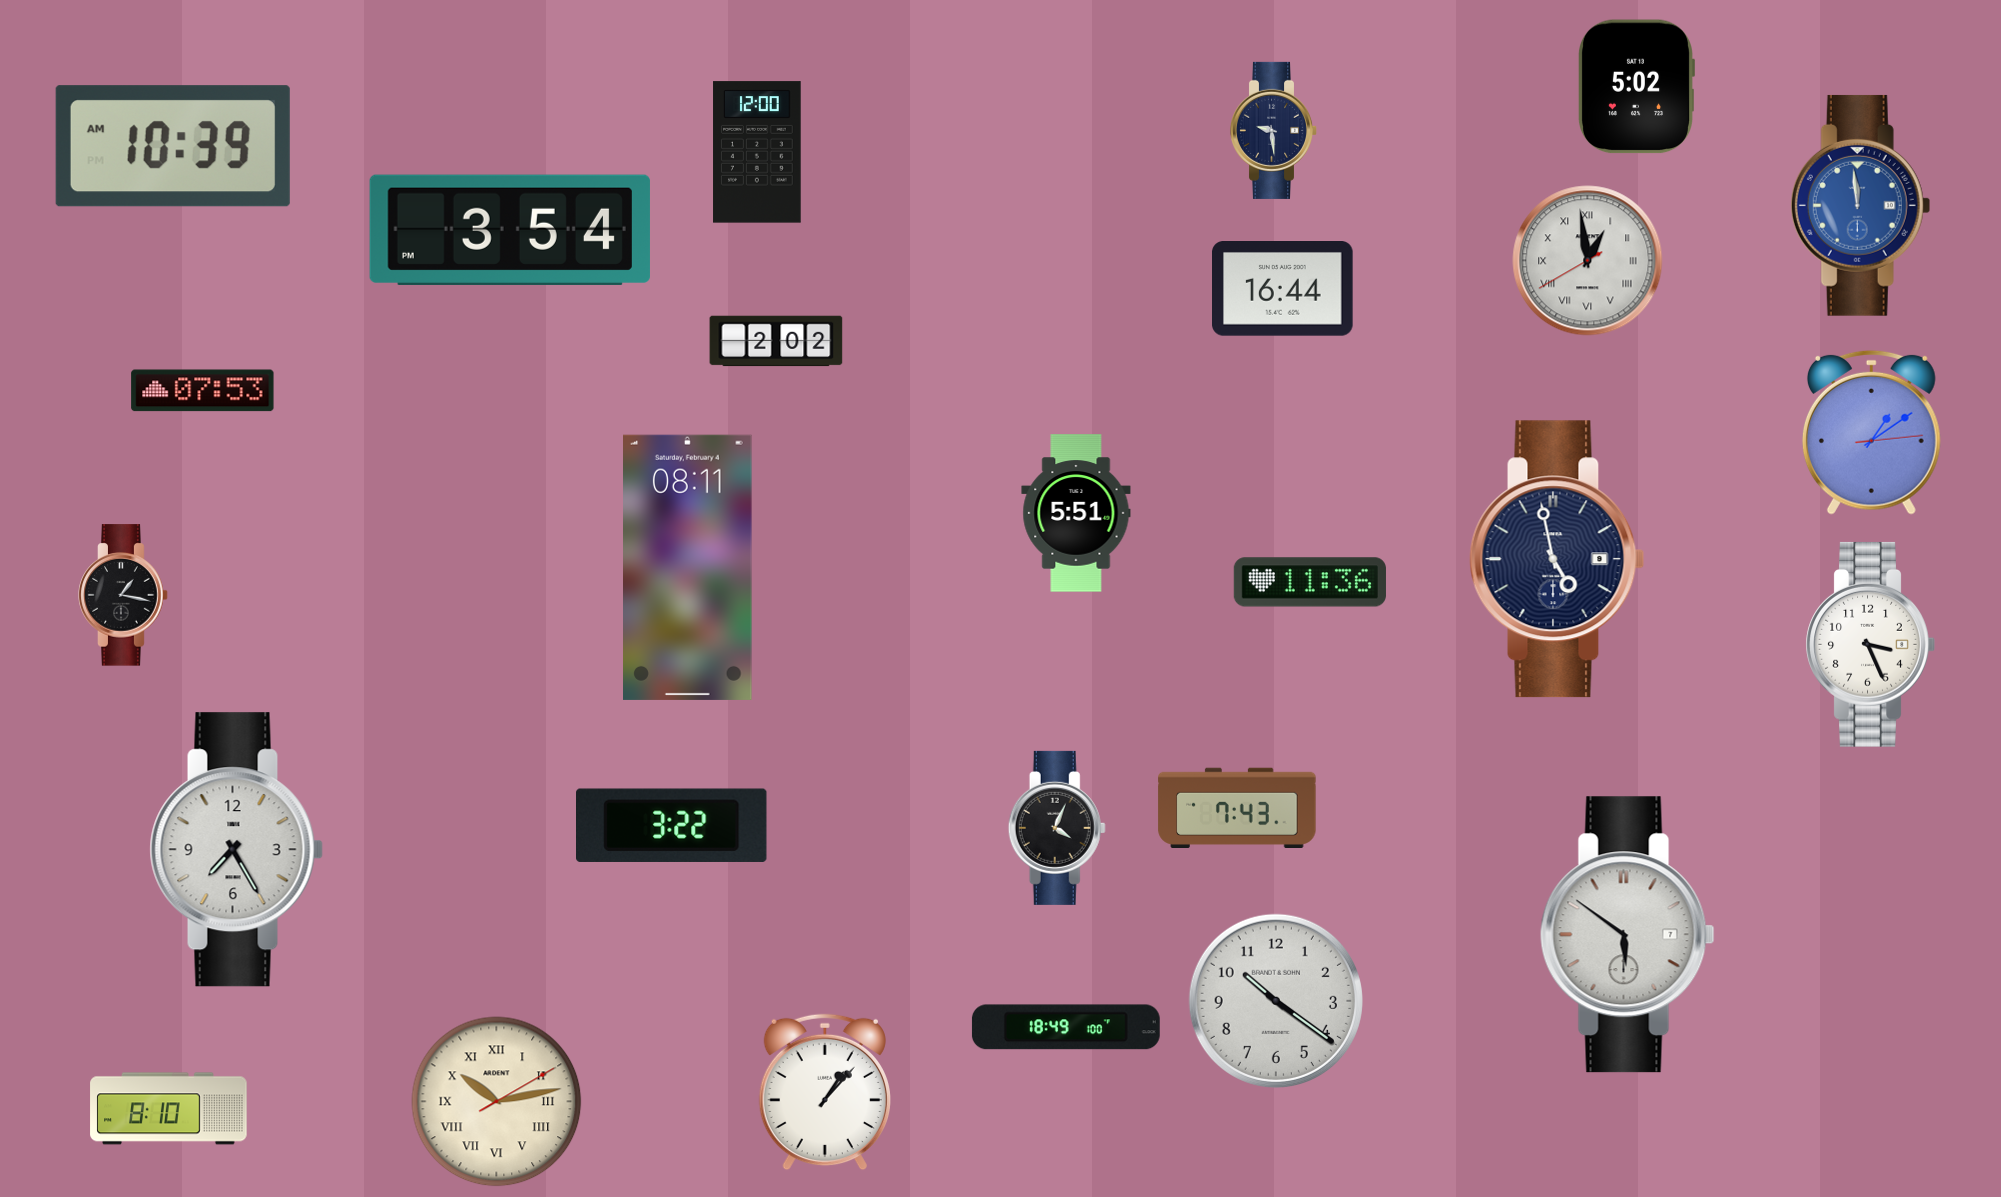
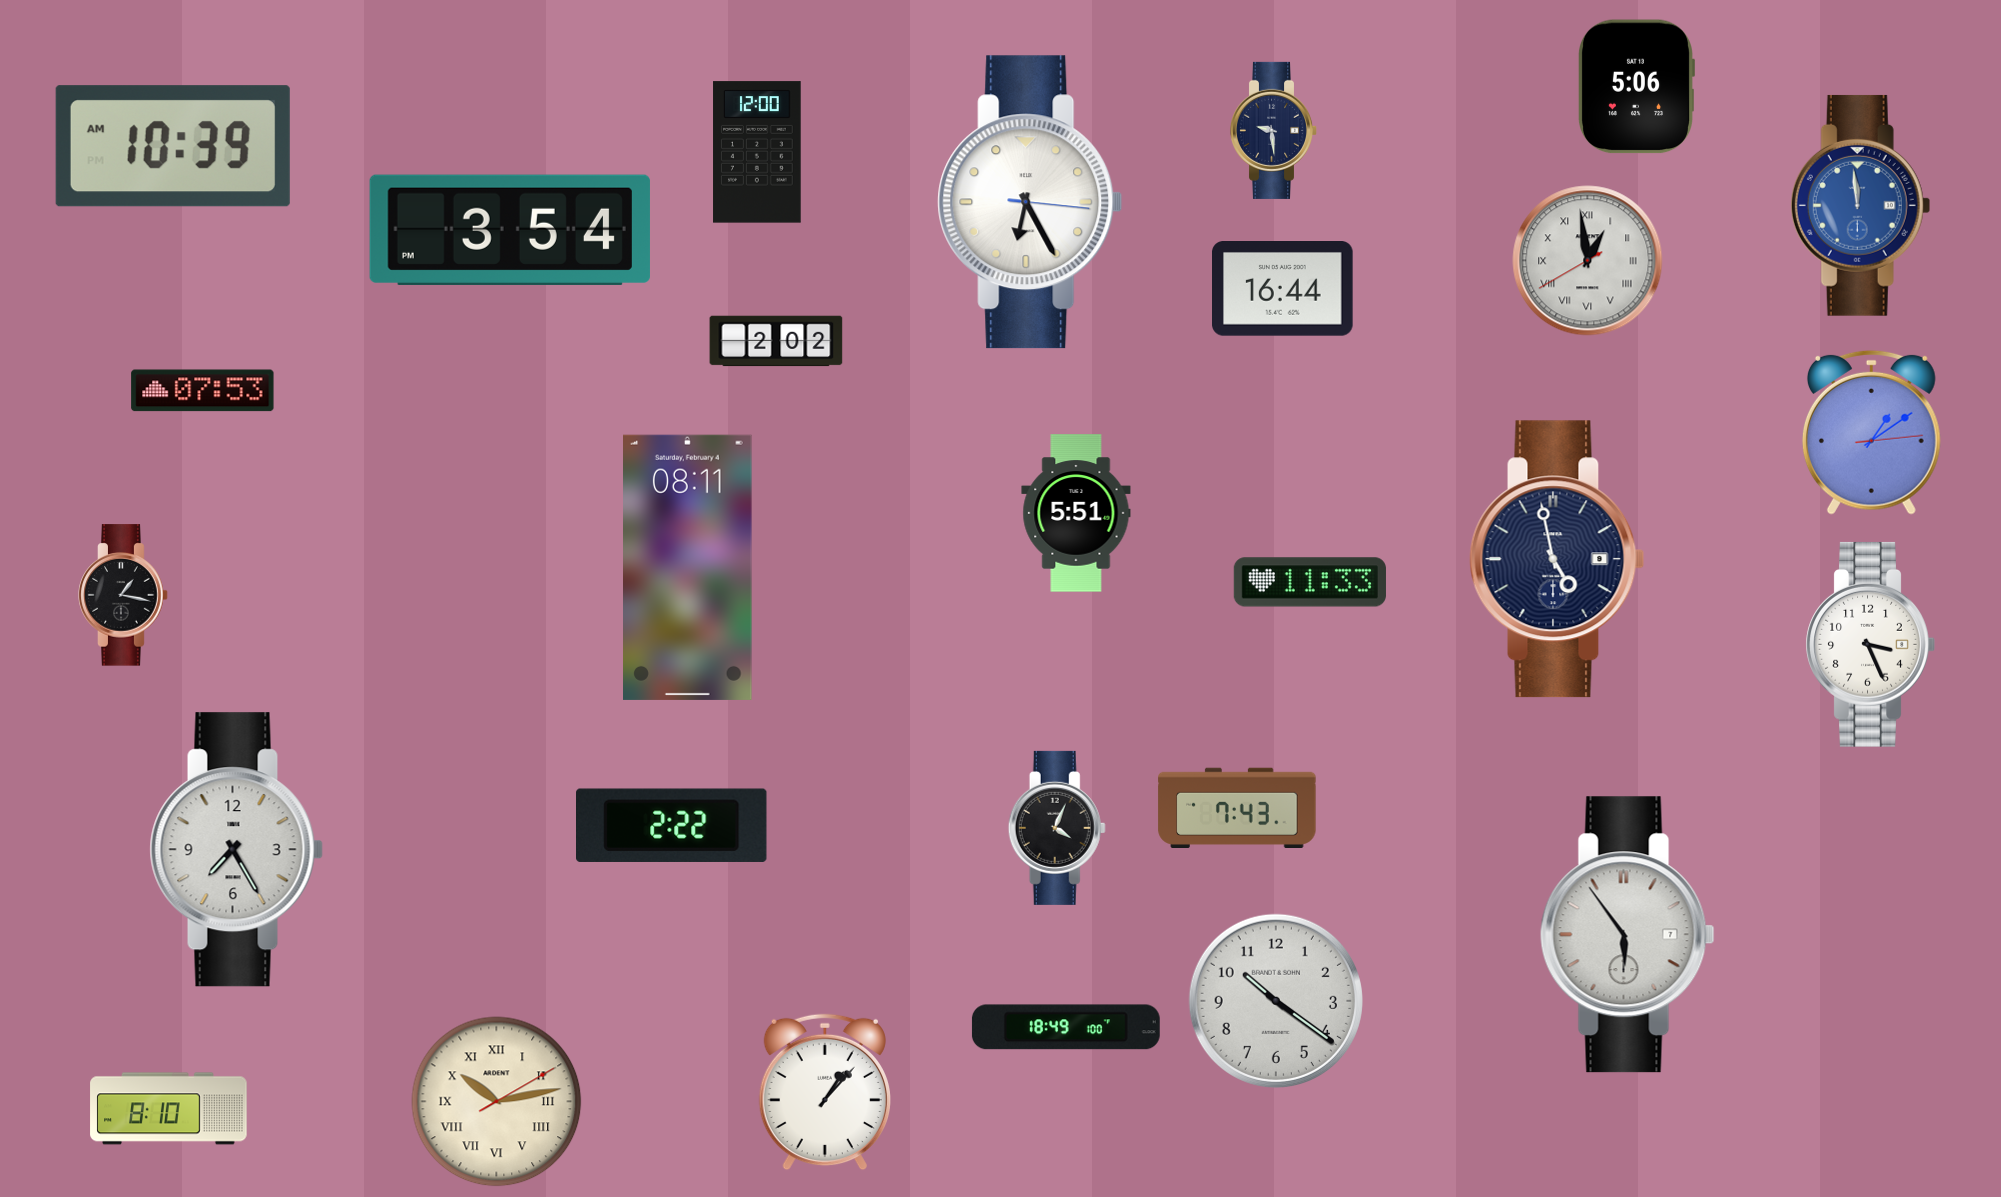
clock at (1636, 87): 5:02 -> 5:06
clock at (1030, 202): none -> 6:25
clock at (1310, 582): 11:36 -> 11:33
clock at (672, 825): 3:22 -> 2:22
clock at (1627, 935): 5:51 -> 5:54
